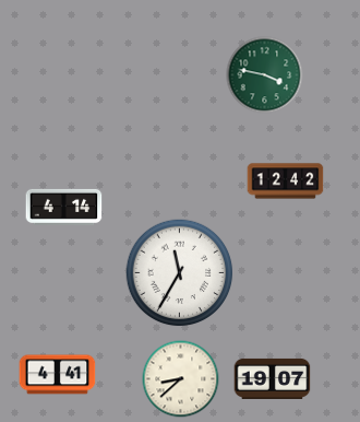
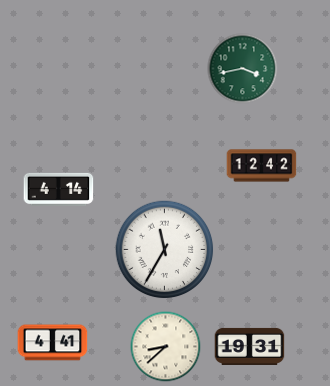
clock at (265, 75): 3:47 -> 3:43
clock at (273, 378): 19:07 -> 19:31
